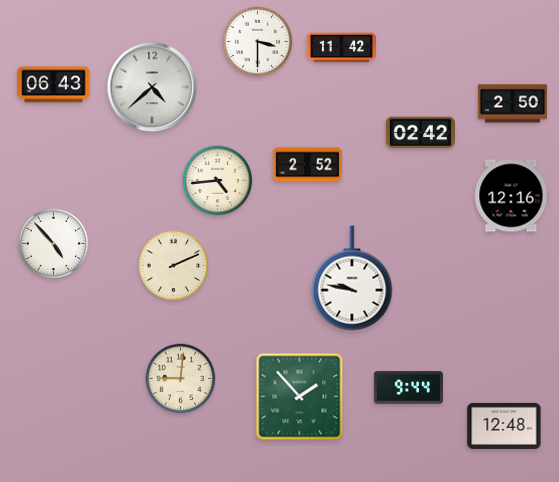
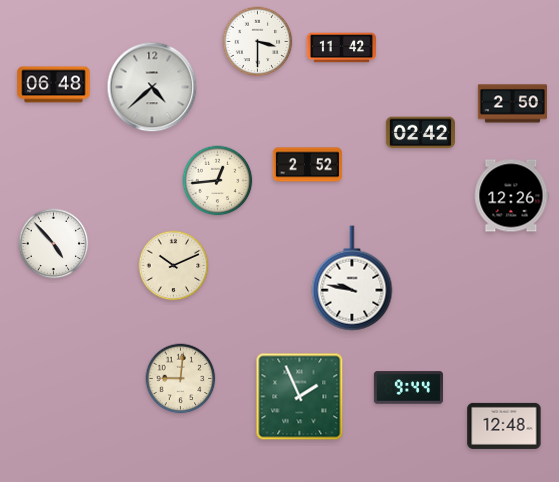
clock at (54, 85): 06:43 -> 06:48
clock at (218, 181): 4:44 -> 12:44
clock at (511, 196): 12:16 -> 12:26
clock at (174, 266): 2:11 -> 10:11
clock at (300, 397): 1:53 -> 1:56
